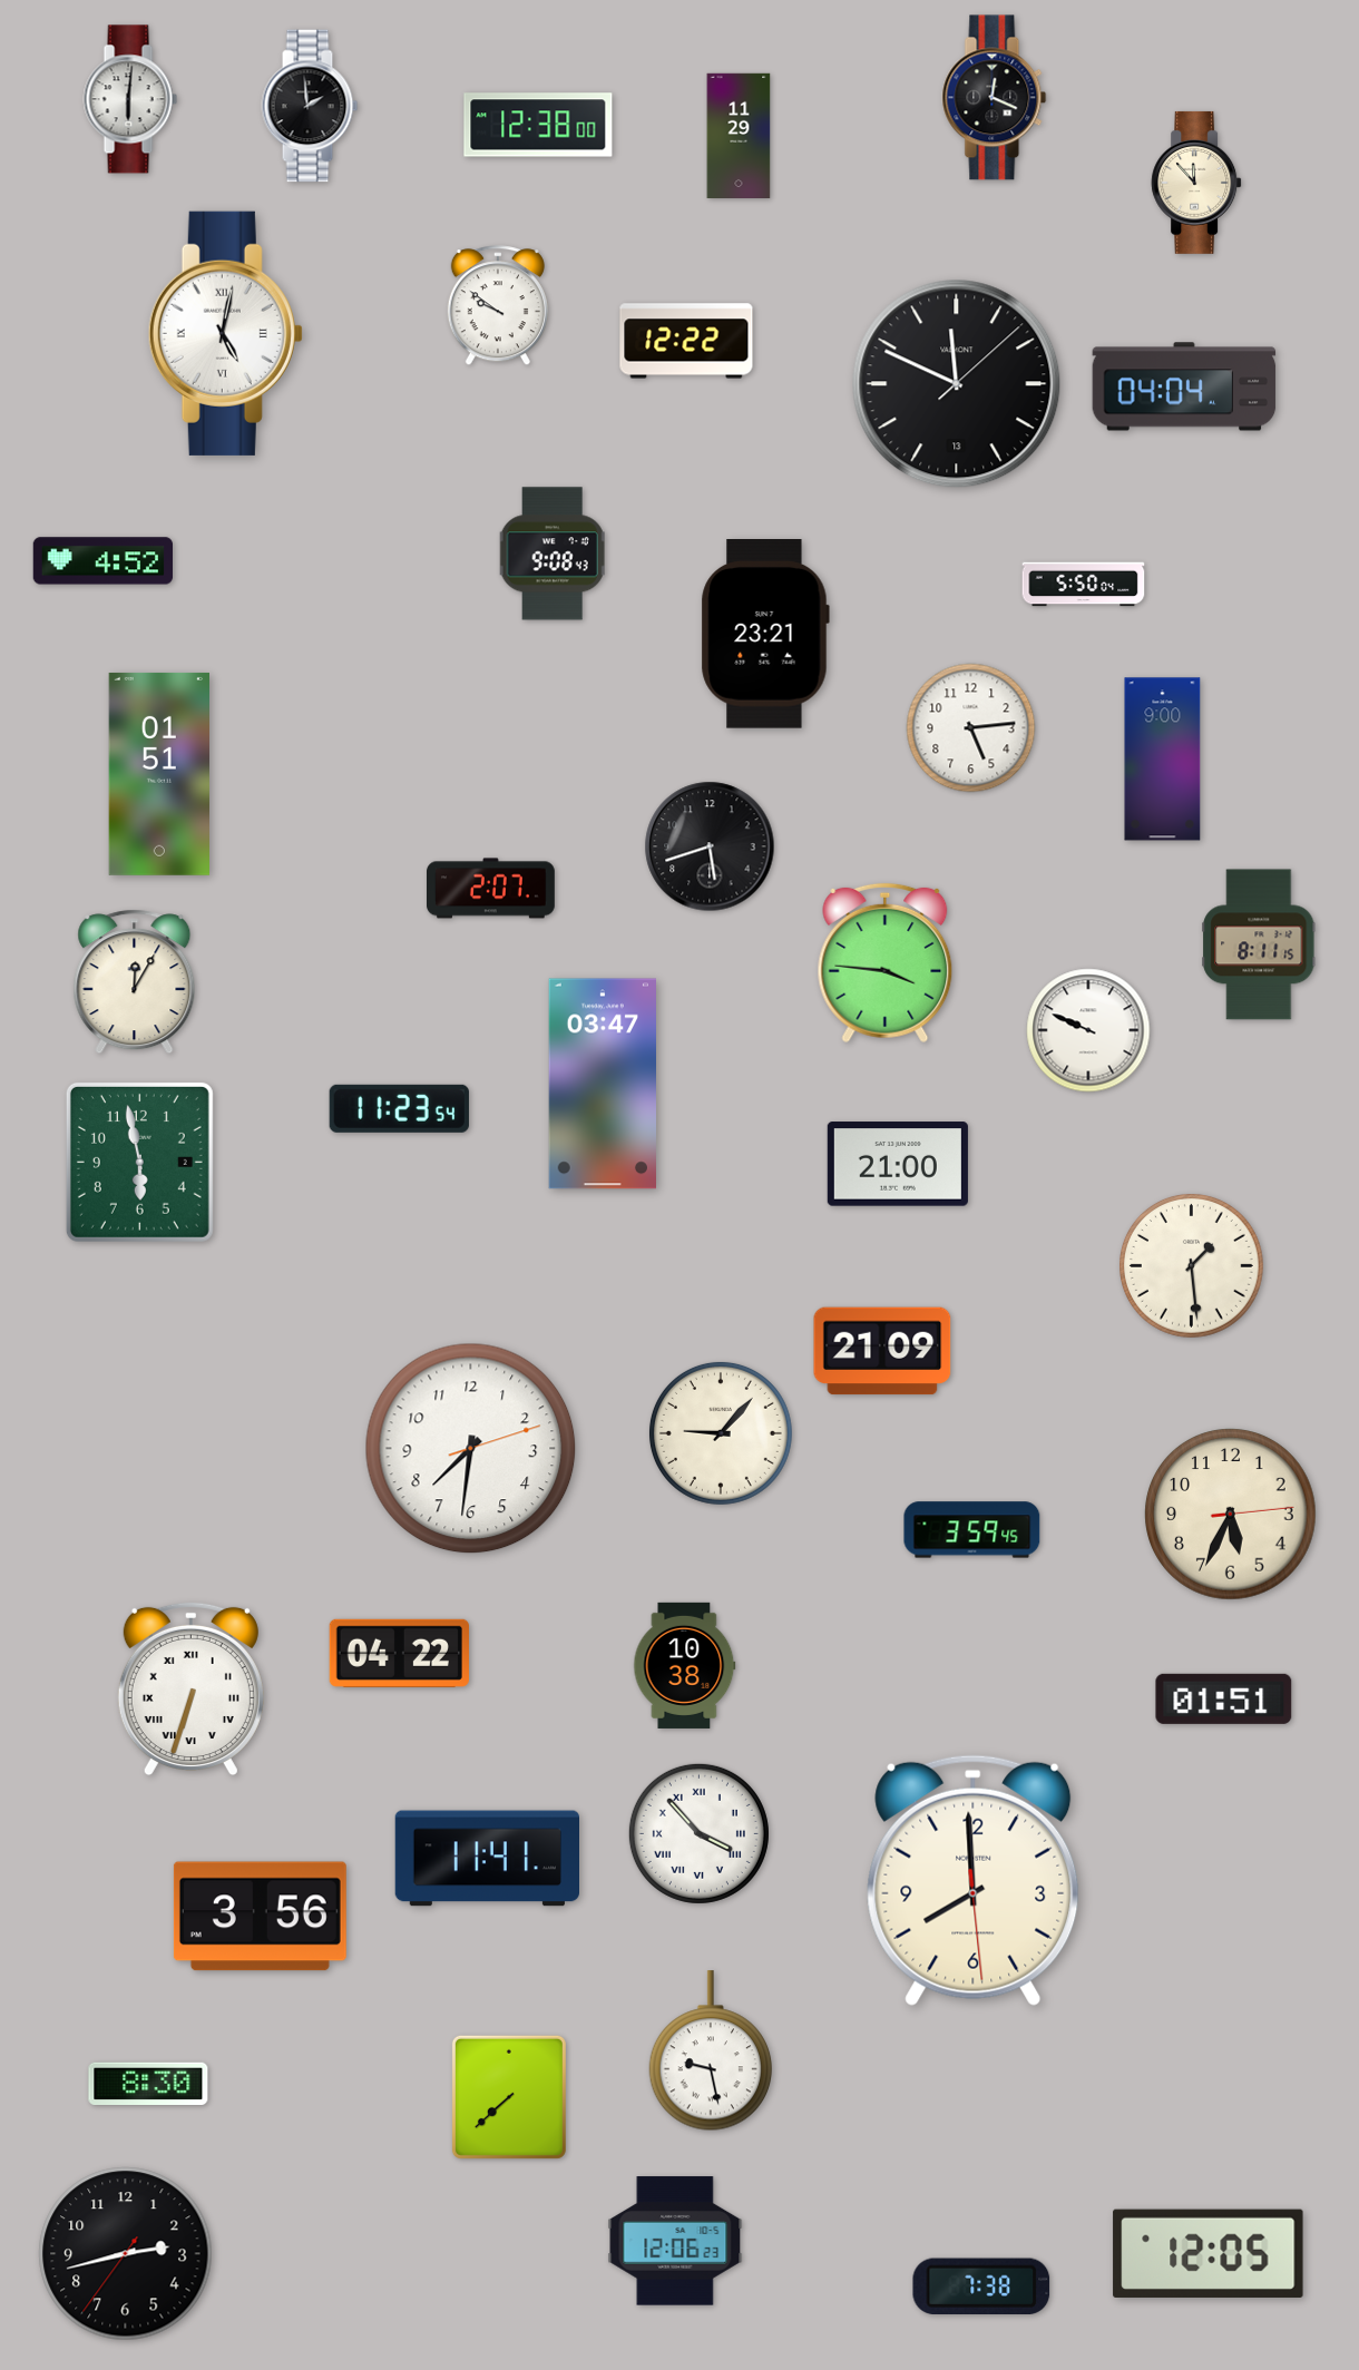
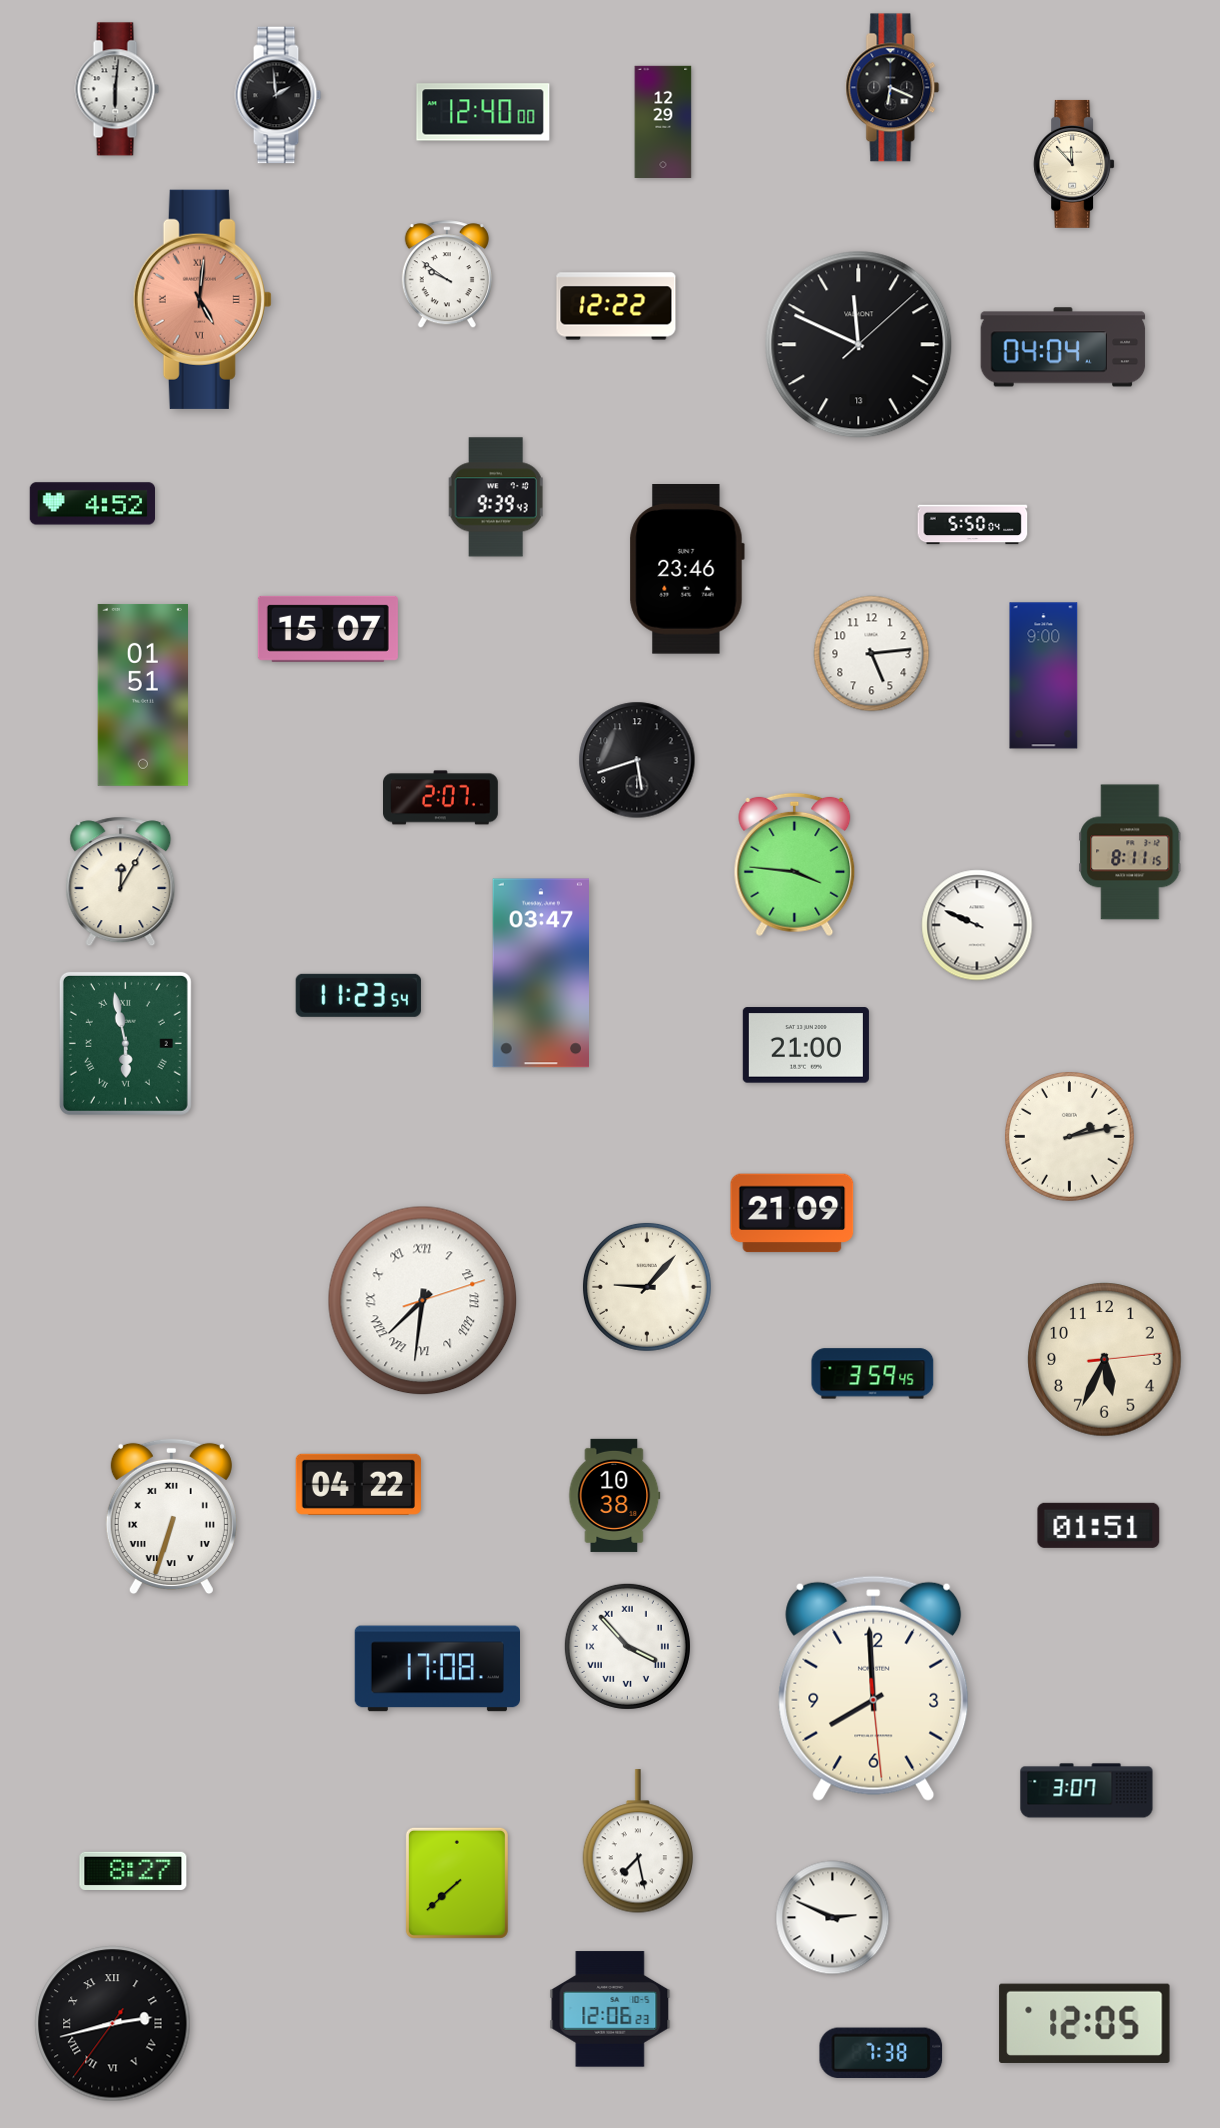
clock at (995, 98): 12:19 -> 6:19
clock at (538, 125): 12:38 -> 12:40
clock at (739, 135): 11:29 -> 12:29
clock at (225, 333): 5:02 -> 5:01
clock at (225, 333) dial: white -> salmon
clock at (553, 554): 9:08 -> 9:39
clock at (765, 635): 23:21 -> 23:46
clock at (328, 629): none -> 15:07
clock at (1163, 760) position: (1163, 760) -> (1044, 676)
clock at (1259, 944) position: (1259, 944) -> (1130, 852)
clock at (139, 1162) numerals: Arabic -> Roman
clock at (1192, 1266): 1:29 -> 2:13
clock at (471, 1449) numerals: Arabic -> Roman
clock at (487, 1859): 11:41 -> 17:08
clock at (260, 1917): 3:56 -> none
clock at (1087, 1791): none -> 3:07
clock at (711, 2051): 9:28 -> 7:28
clock at (148, 2083): 8:30 -> 8:27
clock at (833, 1918): none -> 2:49
clock at (675, 2241) position: (675, 2241) -> (610, 2009)
clock at (126, 2254) numerals: Arabic -> Roman
